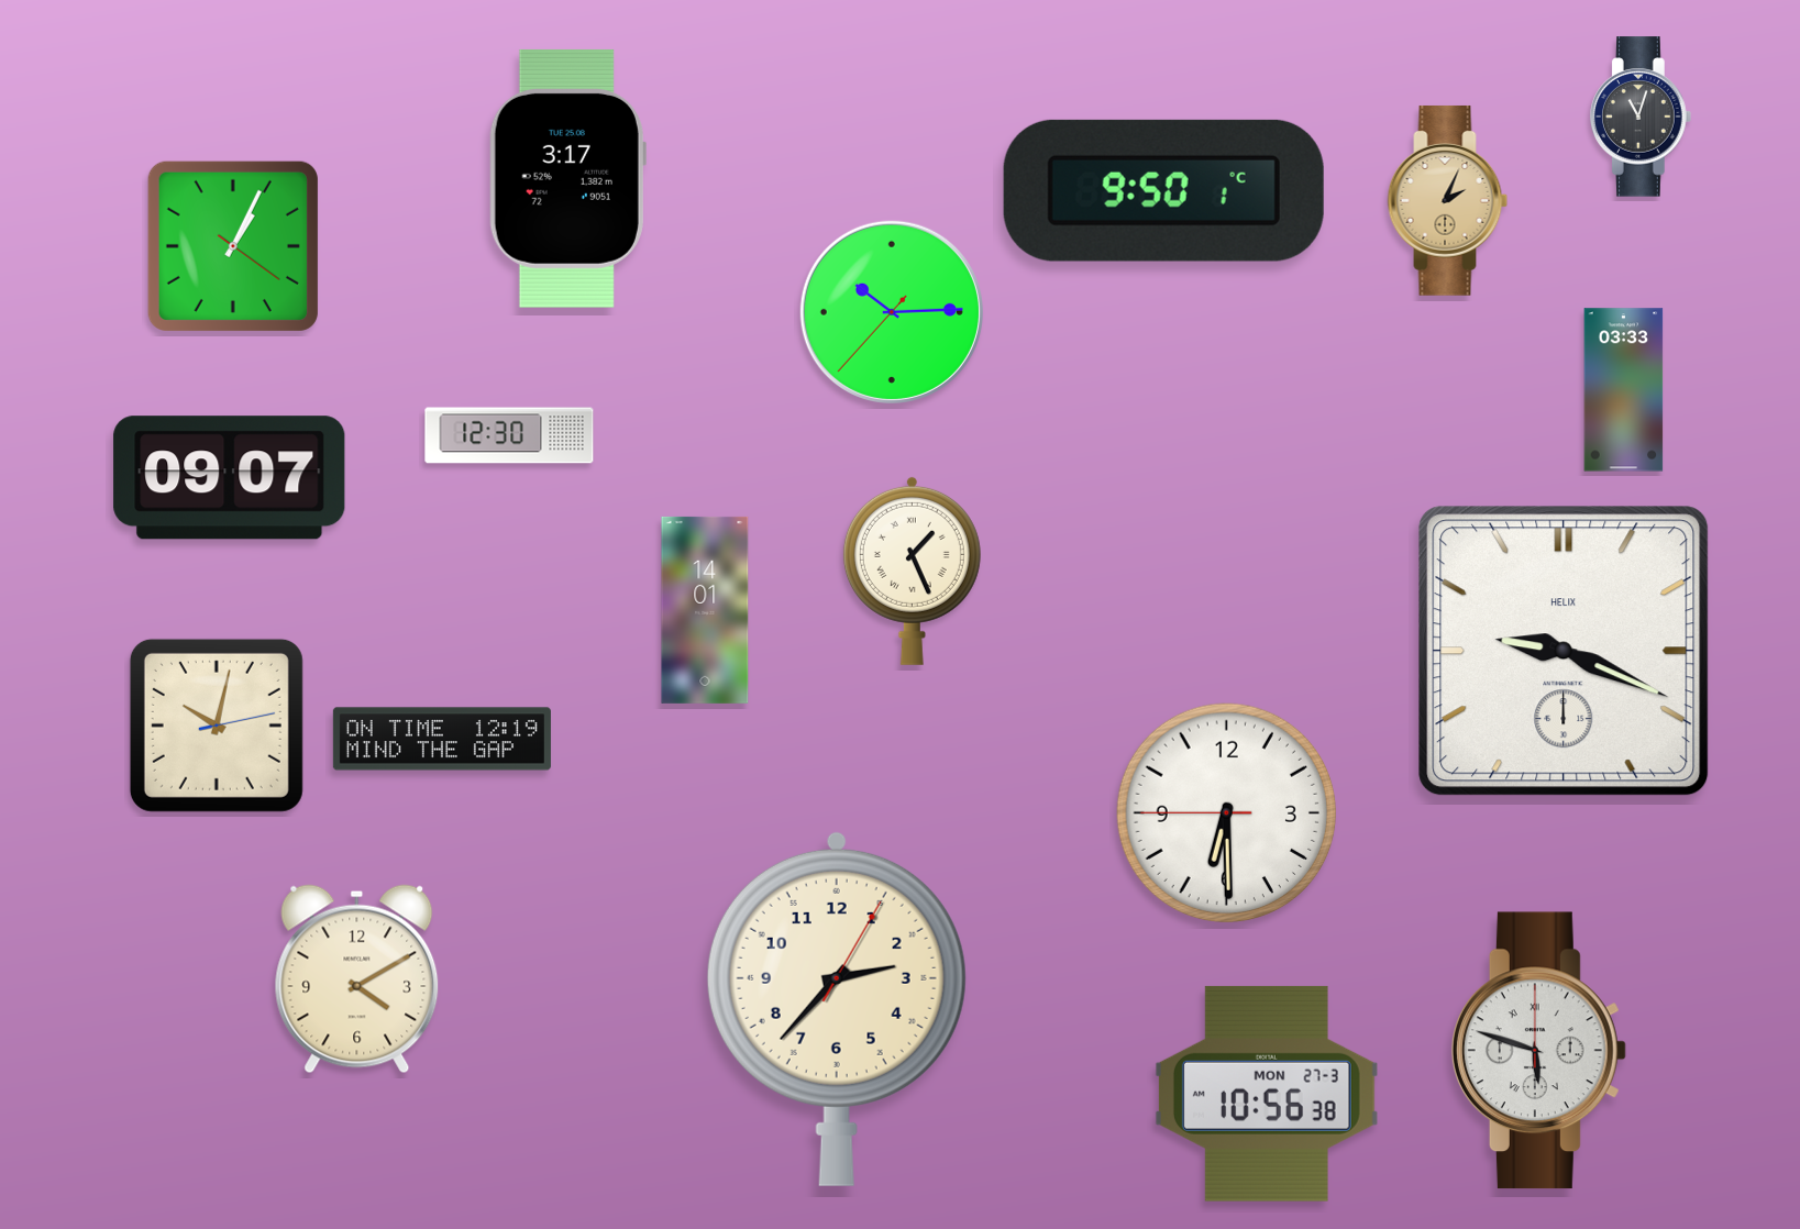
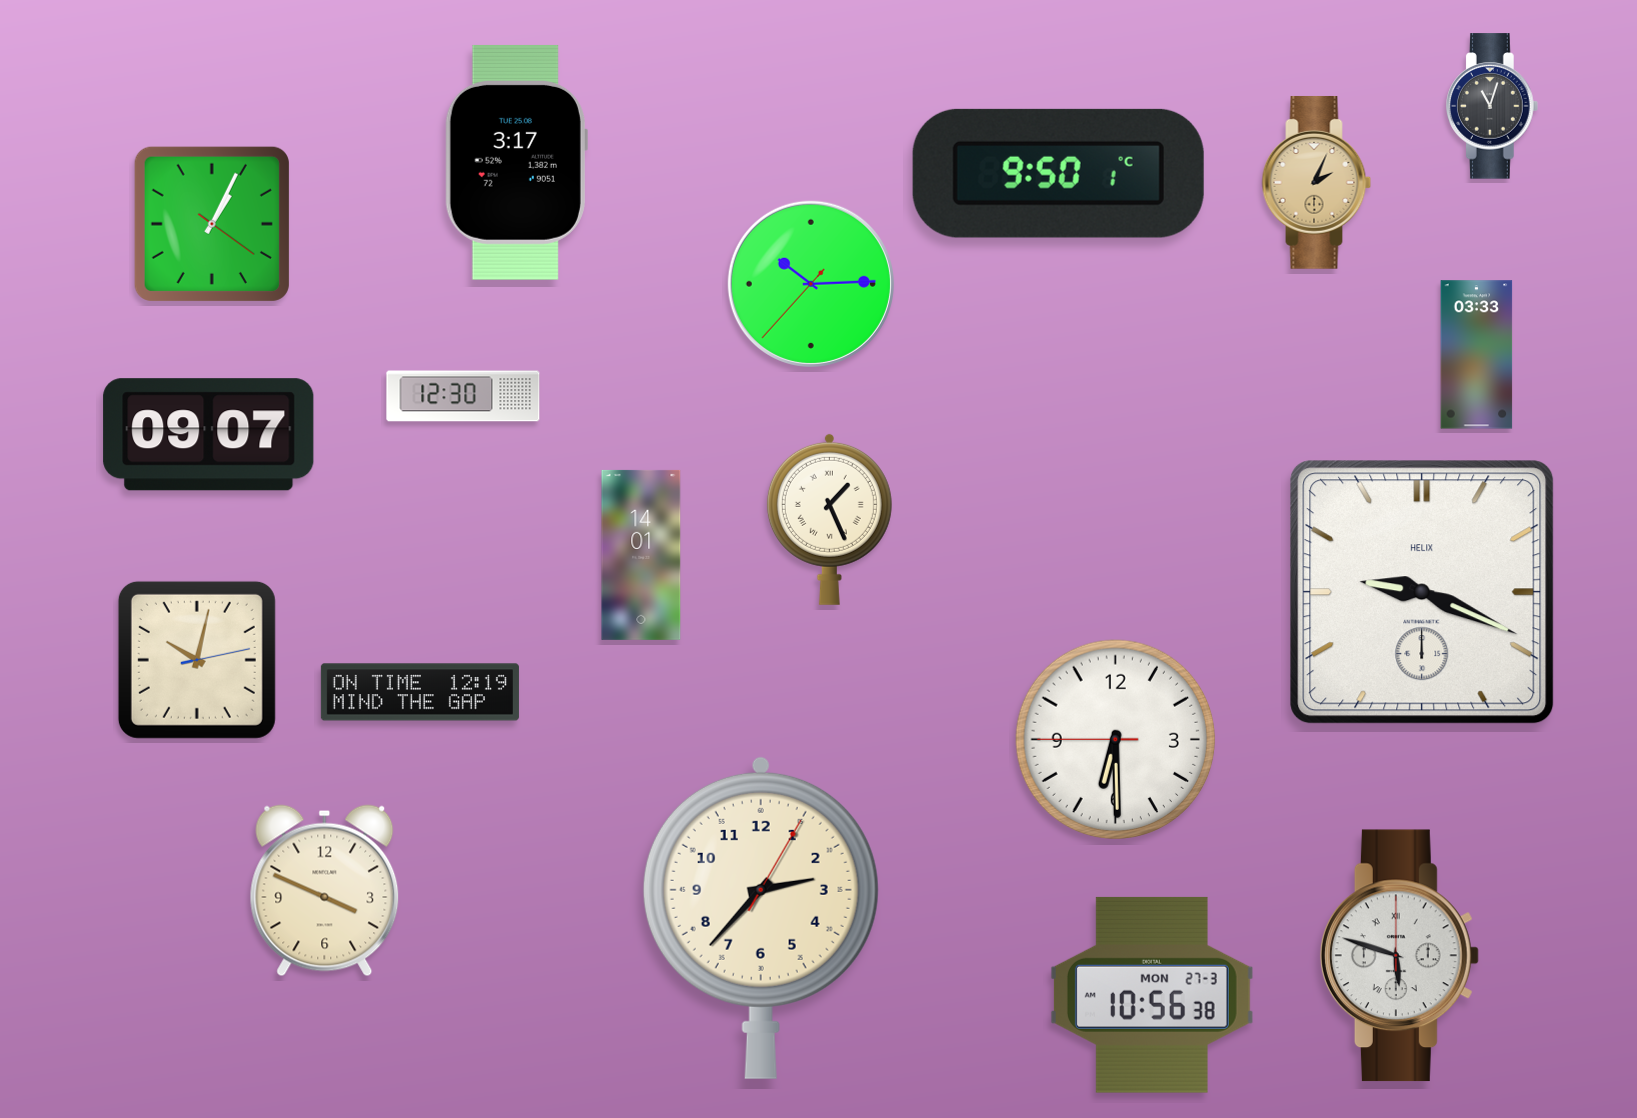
clock at (442, 739) position: (442, 739) -> (420, 692)
clock at (357, 979): 4:10 -> 3:49
